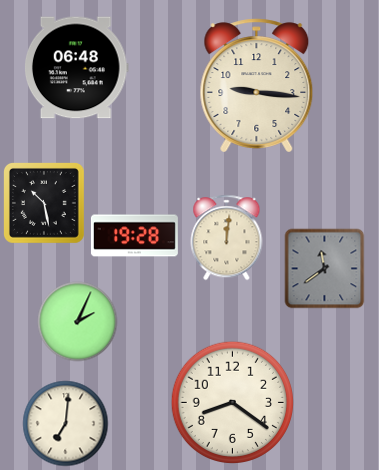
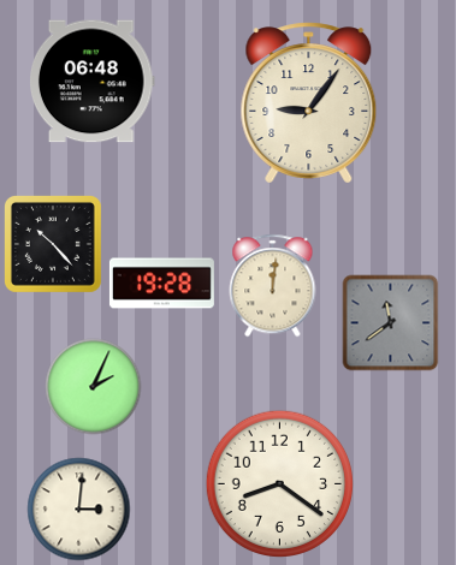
clock at (257, 86): 9:16 -> 9:06
clock at (44, 203): 10:28 -> 10:23
clock at (65, 423): 7:01 -> 3:01
